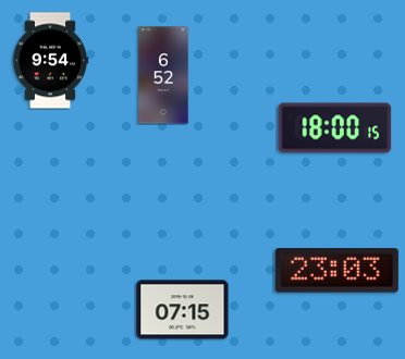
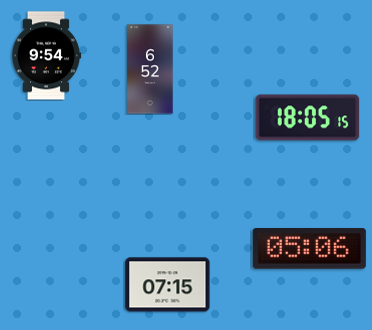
clock at (335, 128): 18:00 -> 18:05
clock at (336, 271): 23:03 -> 05:06
